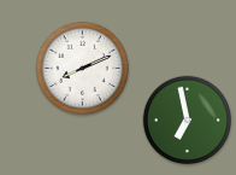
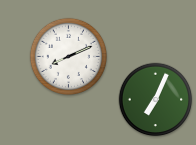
clock at (188, 121): 6:58 -> 7:04
